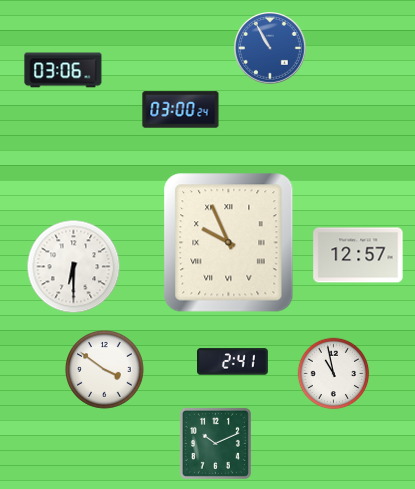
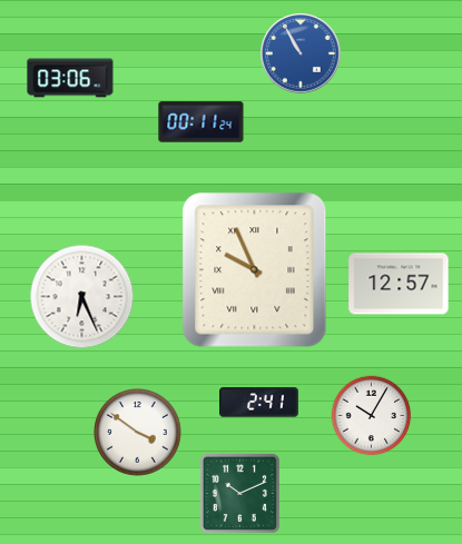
clock at (181, 110): 03:00 -> 00:11
clock at (74, 267): 6:30 -> 6:26
clock at (105, 370) position: (105, 370) -> (138, 433)
clock at (334, 374): 10:58 -> 10:05
